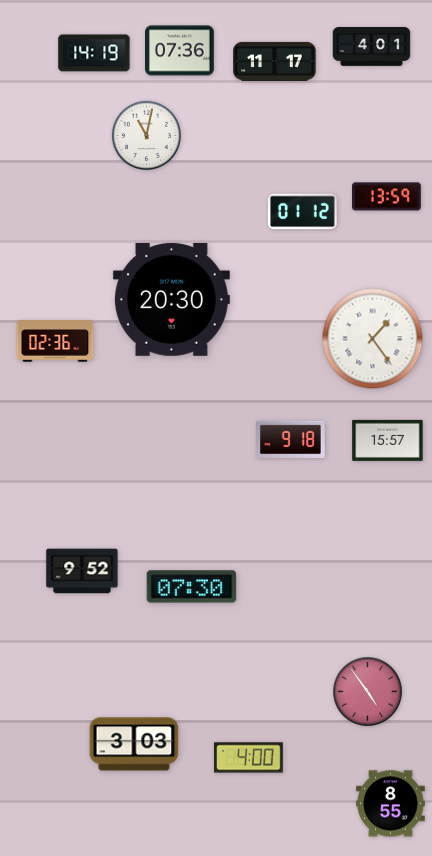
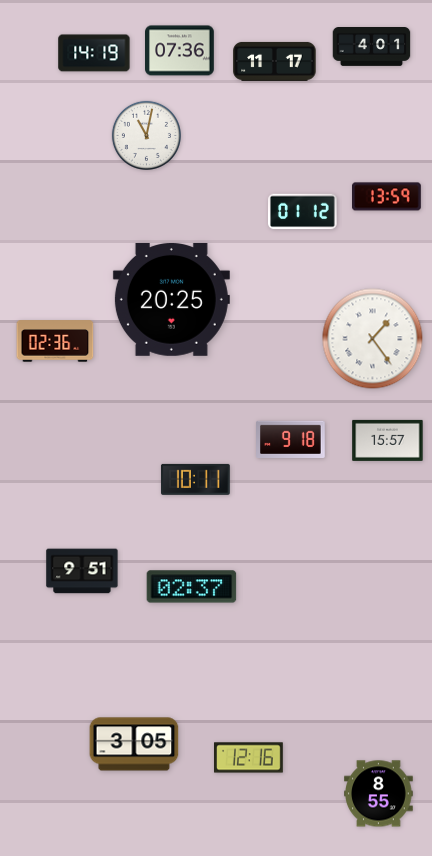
clock at (171, 299): 20:30 -> 20:25
clock at (195, 479): none -> 10:11
clock at (82, 571): 9:52 -> 9:51
clock at (192, 587): 07:30 -> 02:37
clock at (368, 692): 4:54 -> none
clock at (134, 744): 3:03 -> 3:05
clock at (249, 758): 4:00 -> 12:16
clock at (391, 804) position: (391, 804) -> (379, 794)
